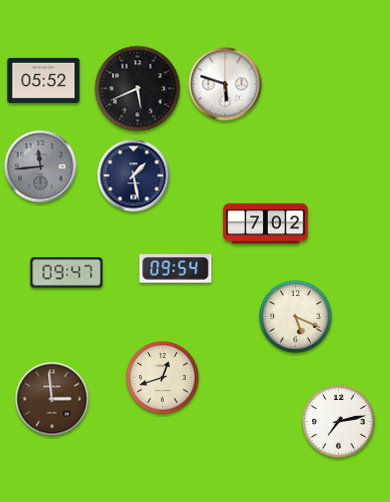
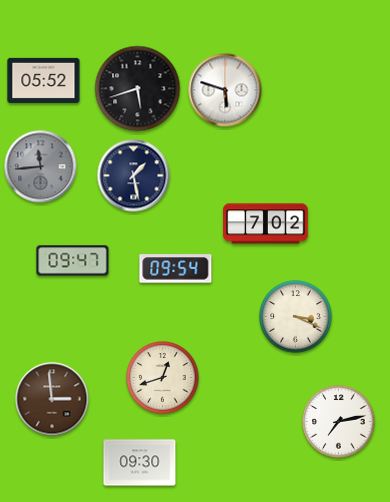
clock at (225, 84) position: (225, 84) -> (225, 90)
clock at (138, 89): 5:41 -> 5:42
clock at (67, 273) position: (67, 273) -> (73, 261)
clock at (296, 317): 5:19 -> 3:19
clock at (140, 463): none -> 09:30
